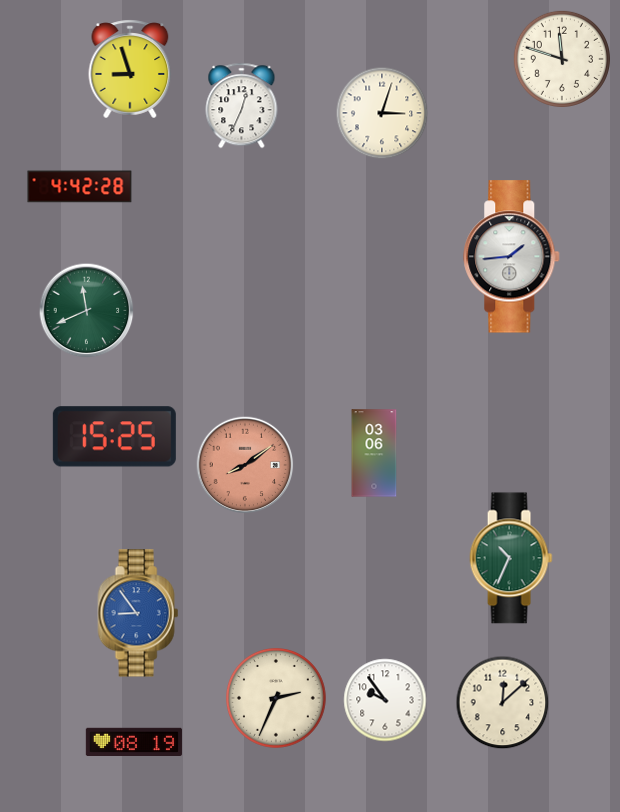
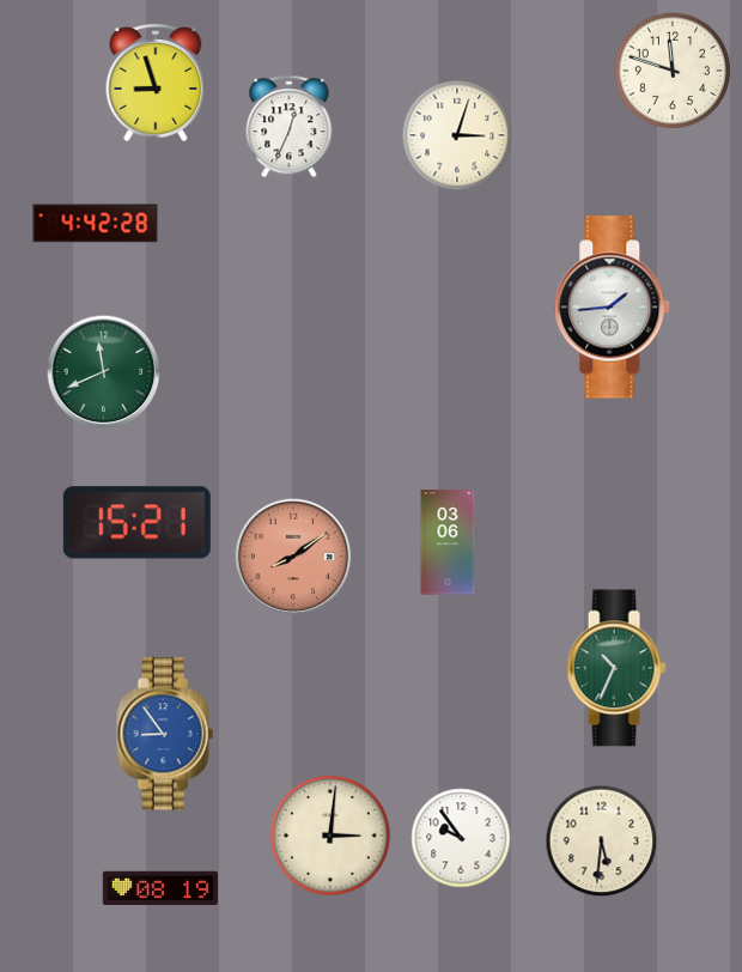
clock at (114, 437): 15:25 -> 15:21
clock at (511, 558) position: (511, 558) -> (616, 668)
clock at (277, 699): 2:34 -> 3:01
clock at (503, 703): 12:08 -> 5:31
